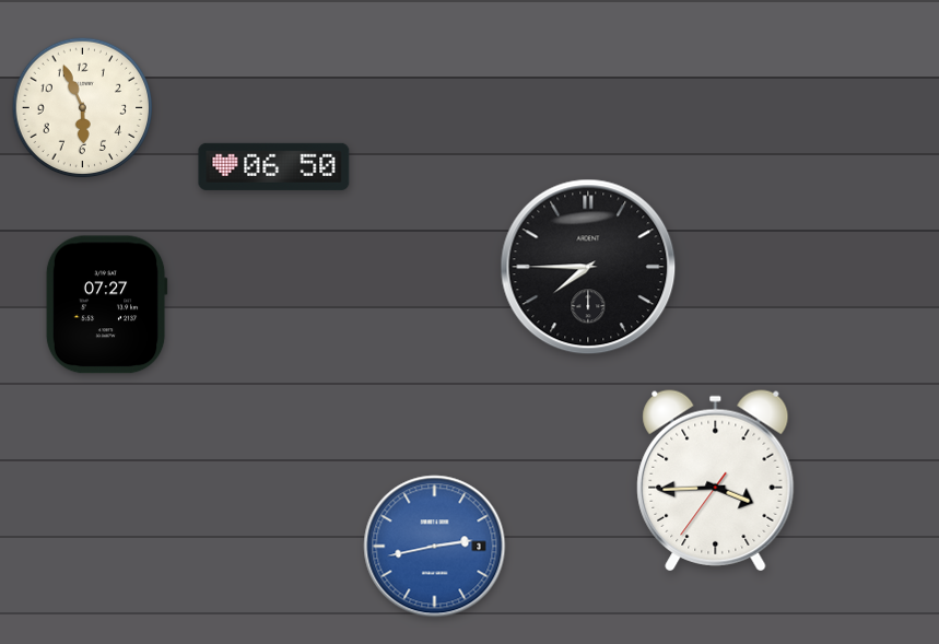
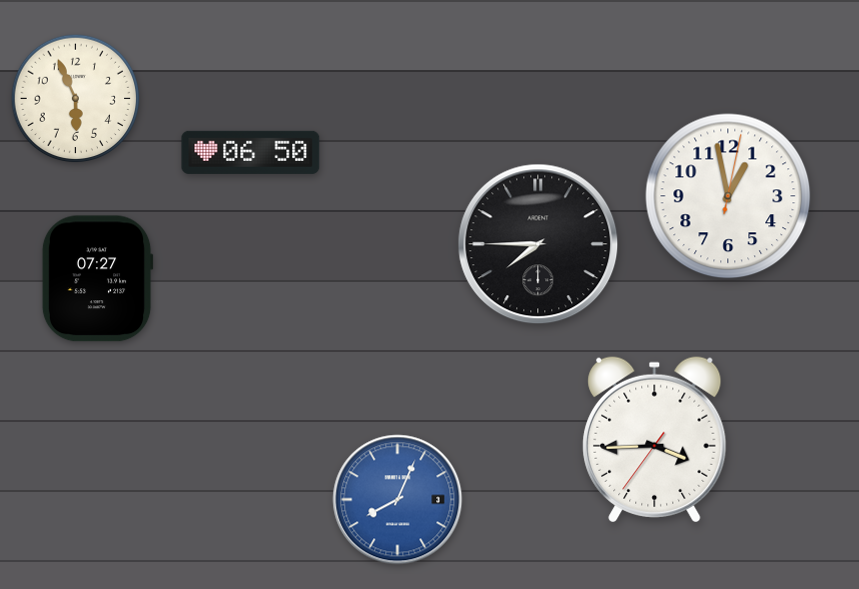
clock at (728, 196): none -> 12:58
clock at (435, 547): 2:43 -> 8:04
